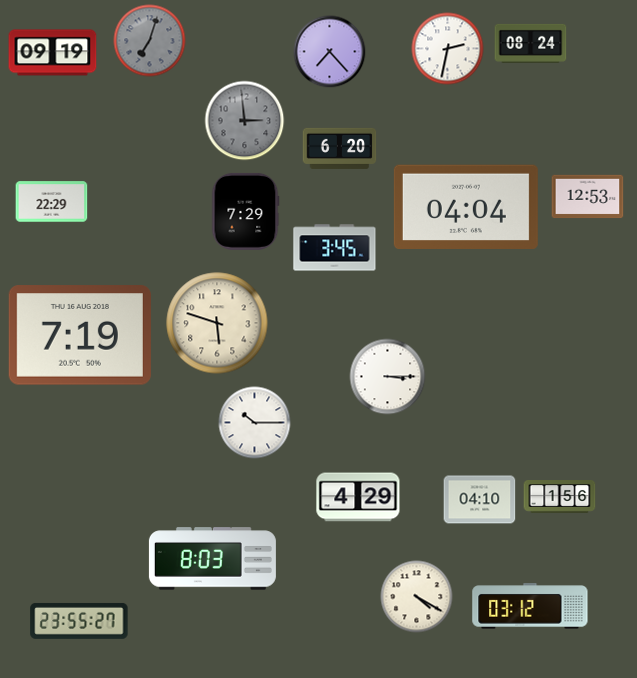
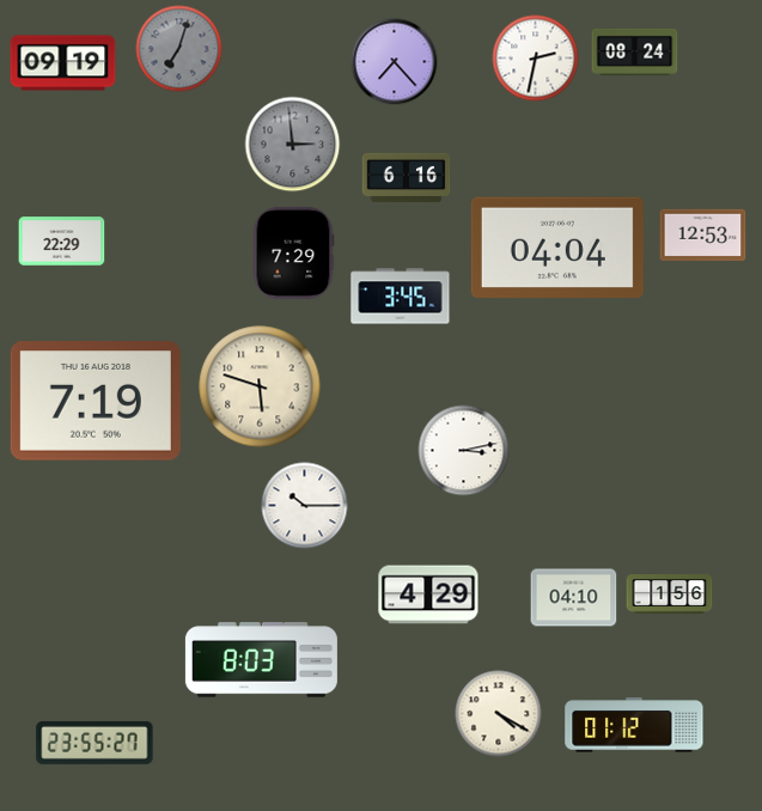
clock at (340, 148): 6:20 -> 6:16
clock at (388, 377): 3:15 -> 3:13
clock at (212, 559) position: (212, 559) -> (261, 660)
clock at (530, 606): 03:12 -> 01:12
